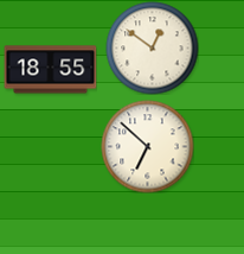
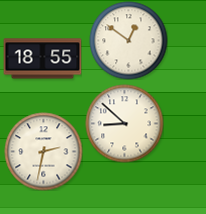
clock at (147, 146): 6:52 -> 8:52
clock at (43, 151): none -> 2:32
